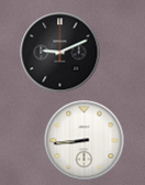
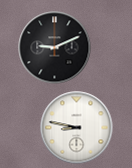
clock at (85, 141): 8:44 -> 8:47
